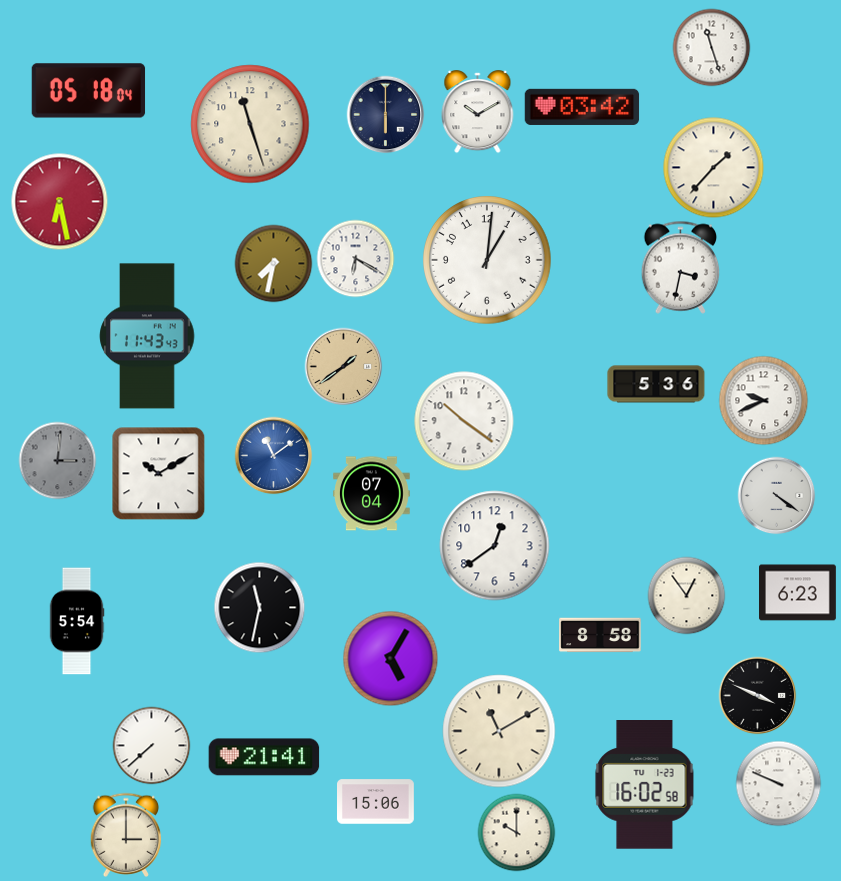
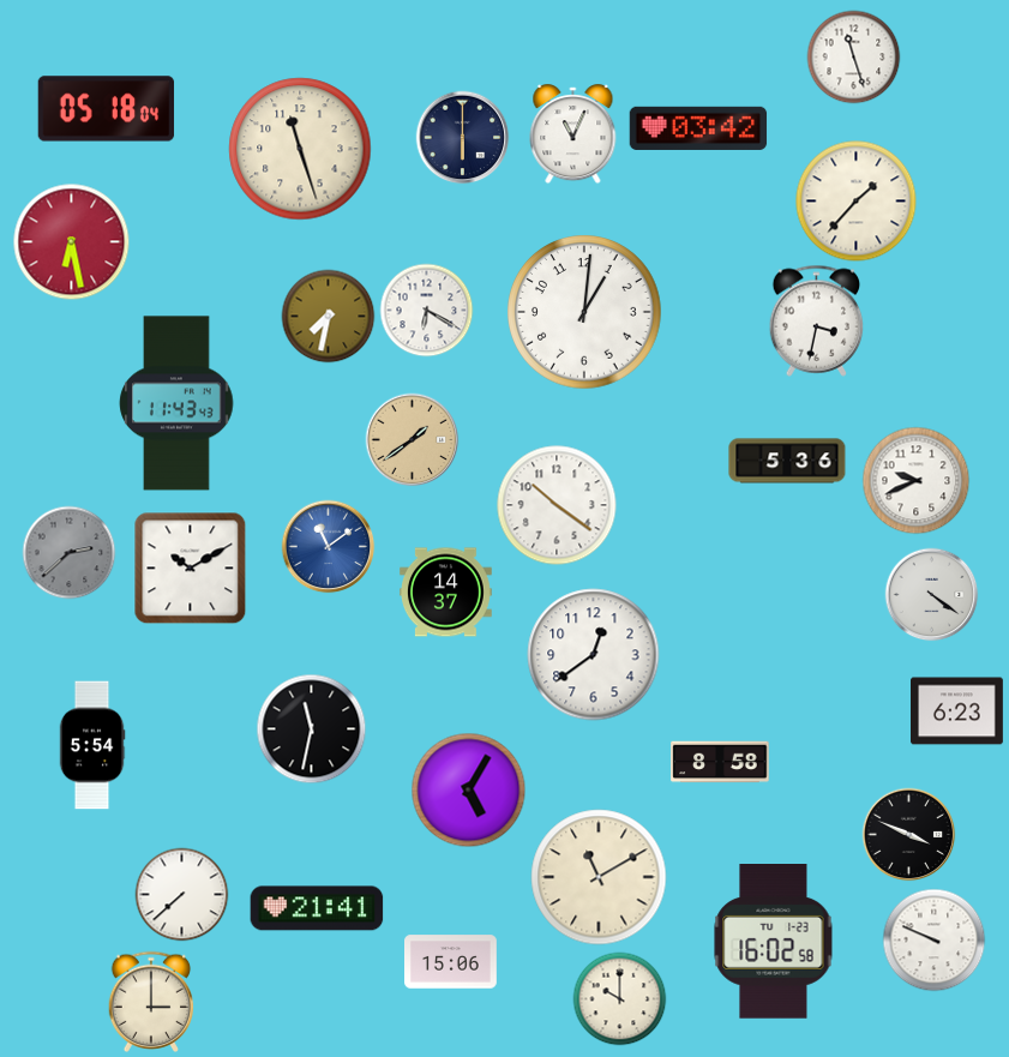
clock at (478, 112): 10:10 -> 11:04
clock at (57, 460): 3:01 -> 2:38
clock at (372, 494): 07:04 -> 14:37
clock at (686, 595): 12:54 -> none
